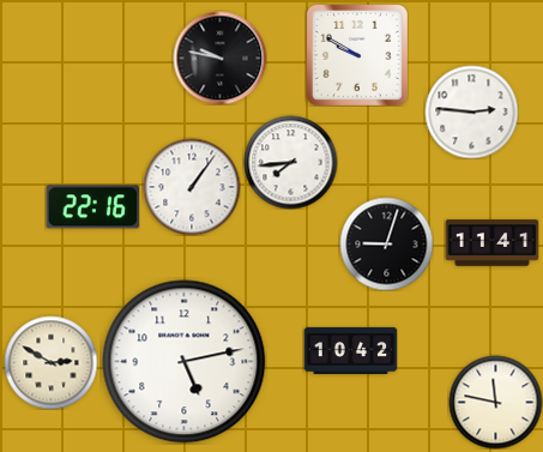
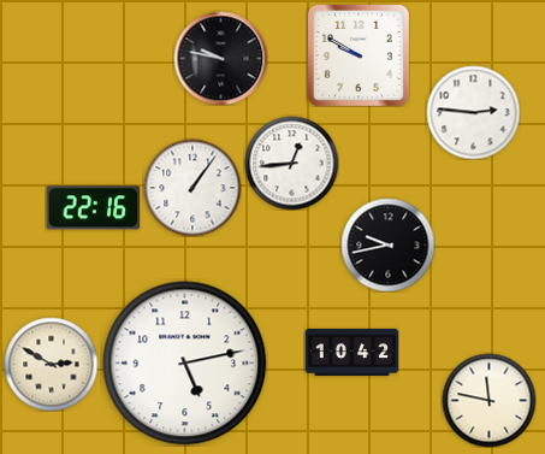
clock at (290, 162): 7:44 -> 12:44
clock at (386, 243): 9:03 -> 9:43
clock at (491, 243): 11:41 -> none
clock at (495, 402) position: (495, 402) -> (488, 400)
